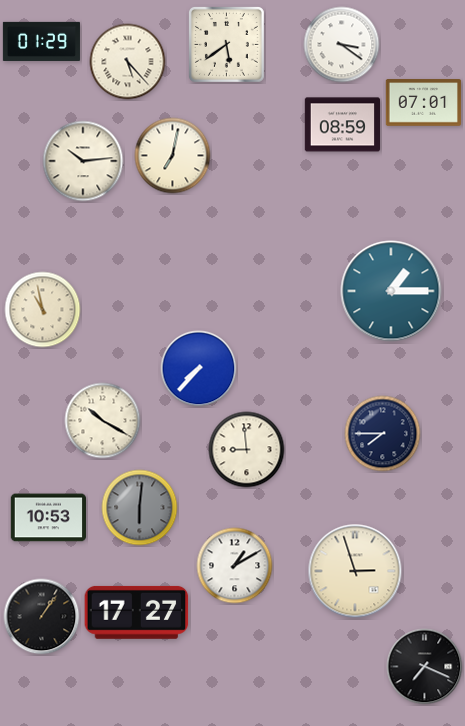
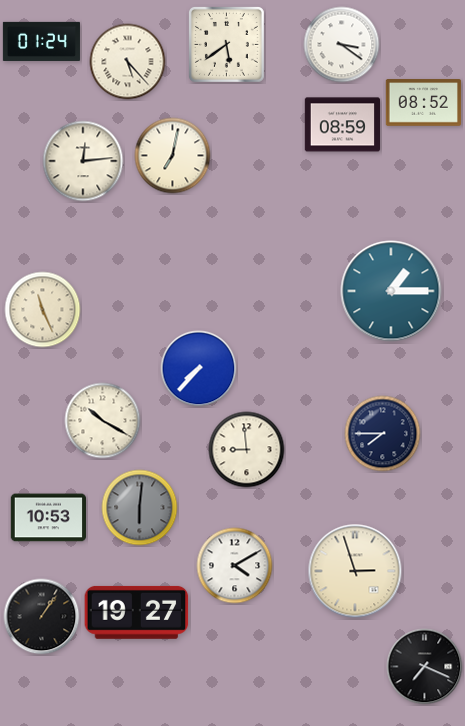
clock at (41, 41): 01:29 -> 01:24
clock at (424, 103): 07:01 -> 08:52
clock at (83, 161): 10:14 -> 12:14
clock at (43, 310): 10:58 -> 11:26
clock at (235, 566): 1:10 -> 4:10
clock at (137, 612): 17:27 -> 19:27
